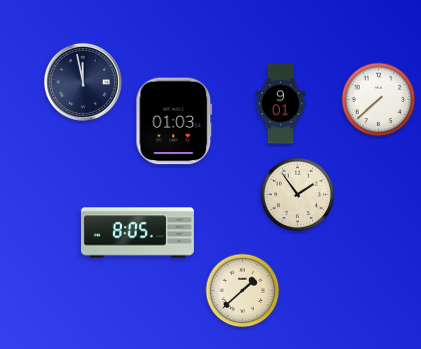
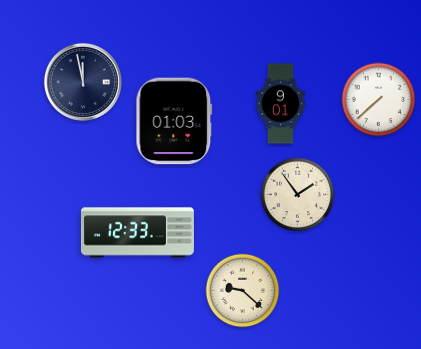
clock at (137, 233): 8:05 -> 12:33
clock at (243, 291): 1:38 -> 9:22
